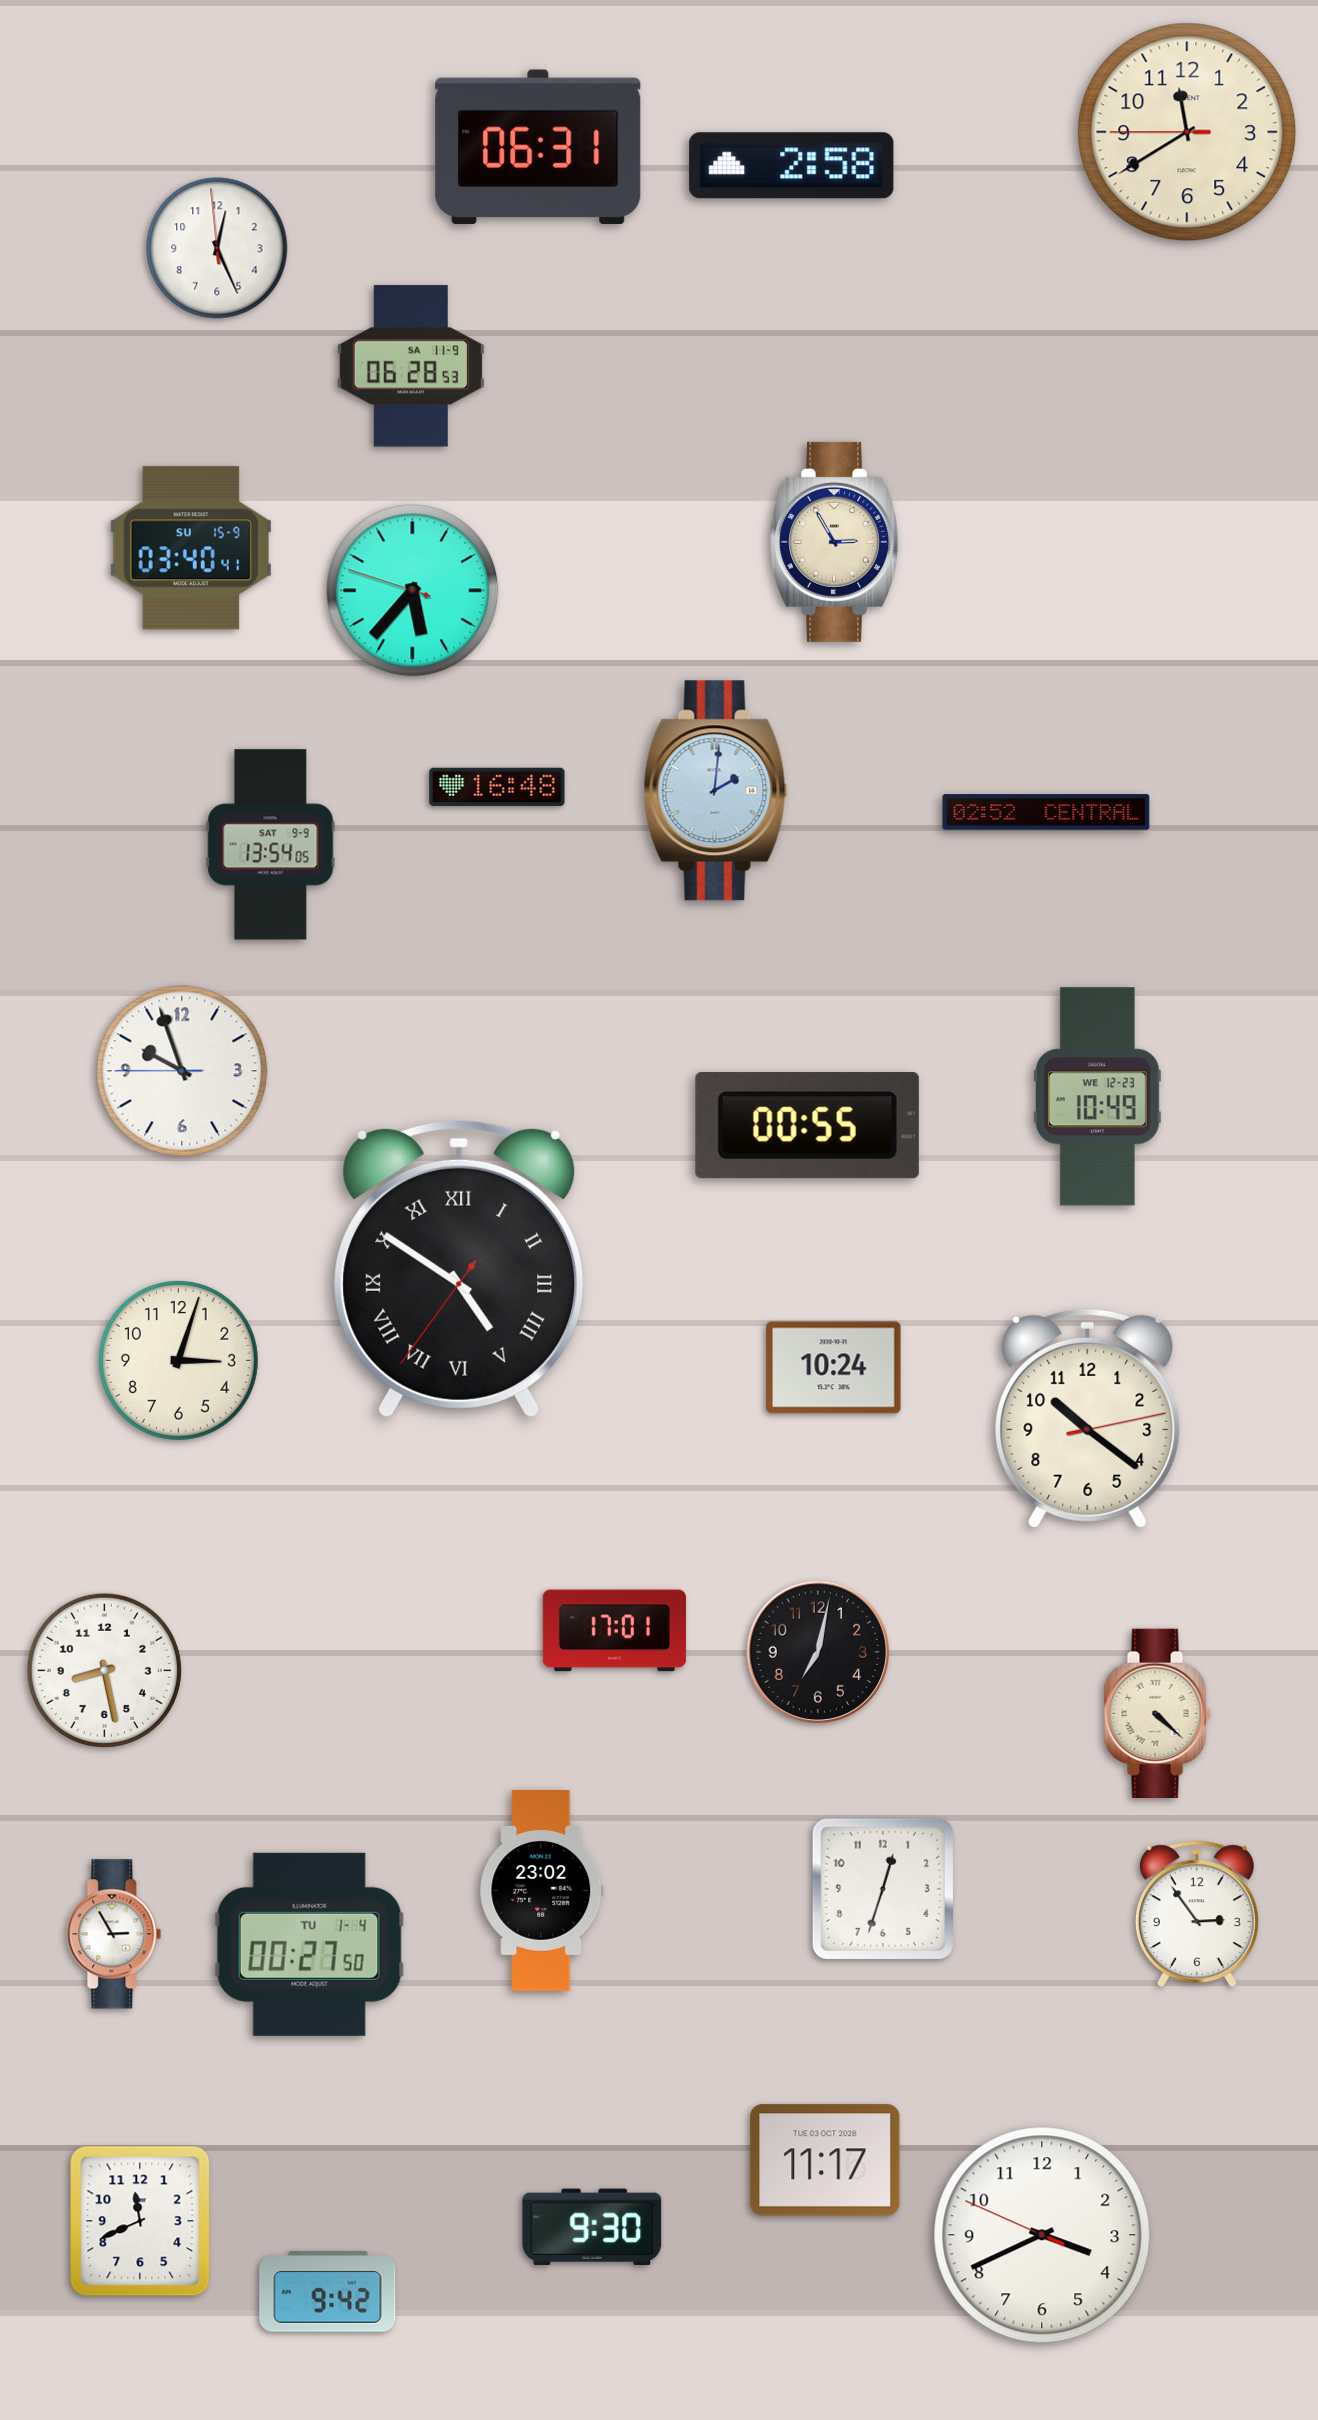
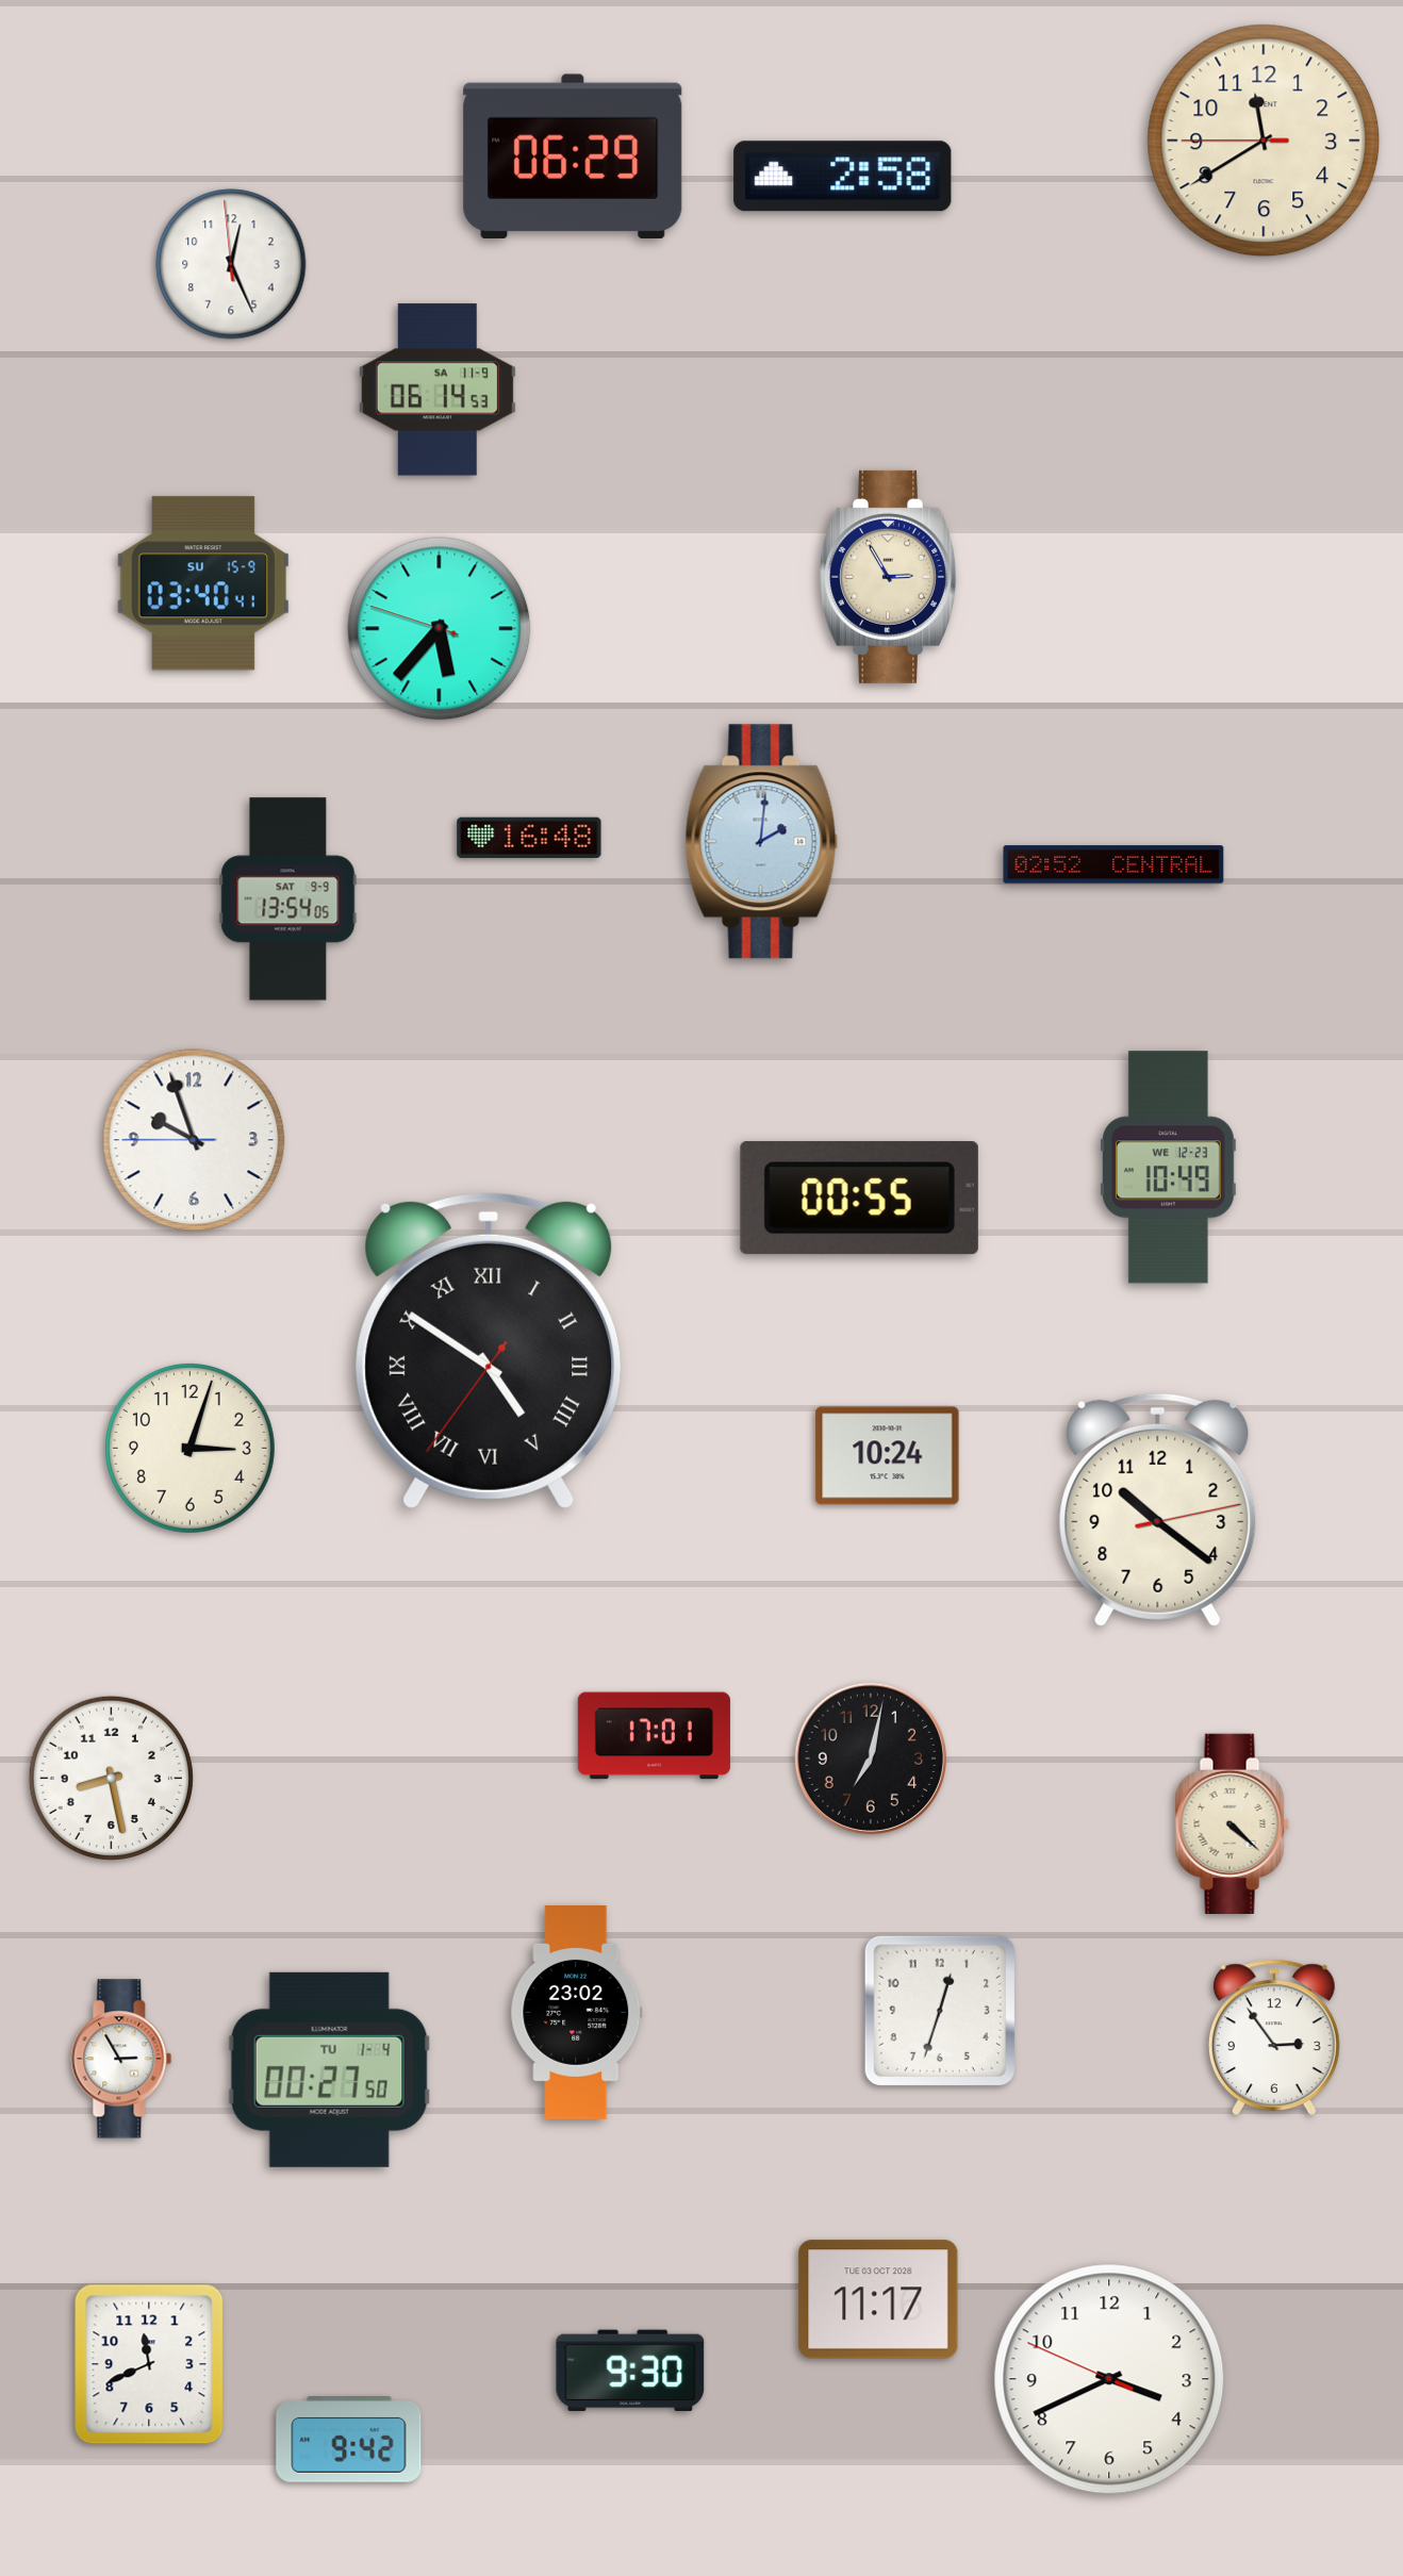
clock at (538, 147): 06:31 -> 06:29
clock at (411, 366): 06:28 -> 06:14
